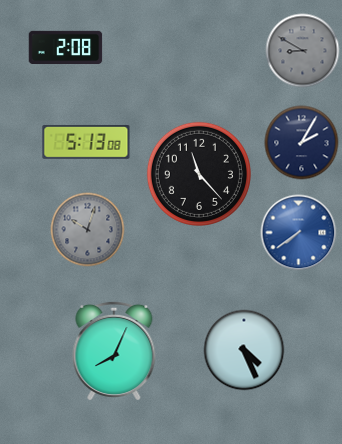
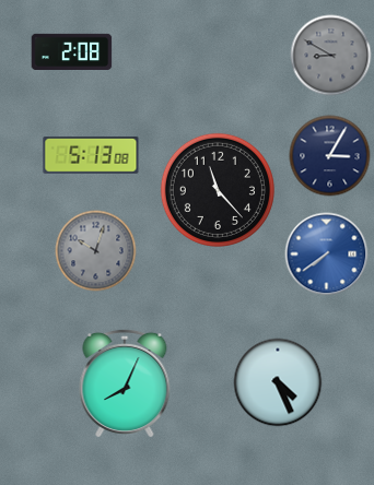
clock at (86, 142) position: (86, 142) -> (91, 155)
clock at (302, 143): 2:05 -> 3:05
clock at (244, 350) position: (244, 350) -> (278, 382)
